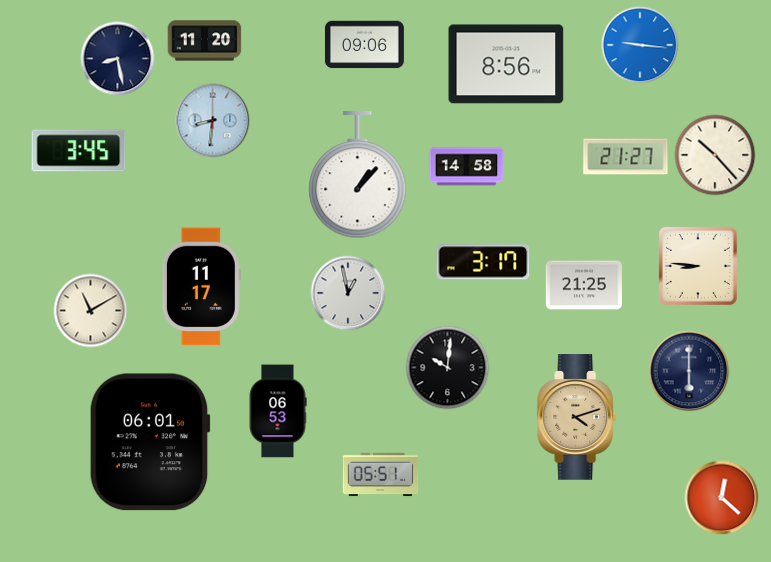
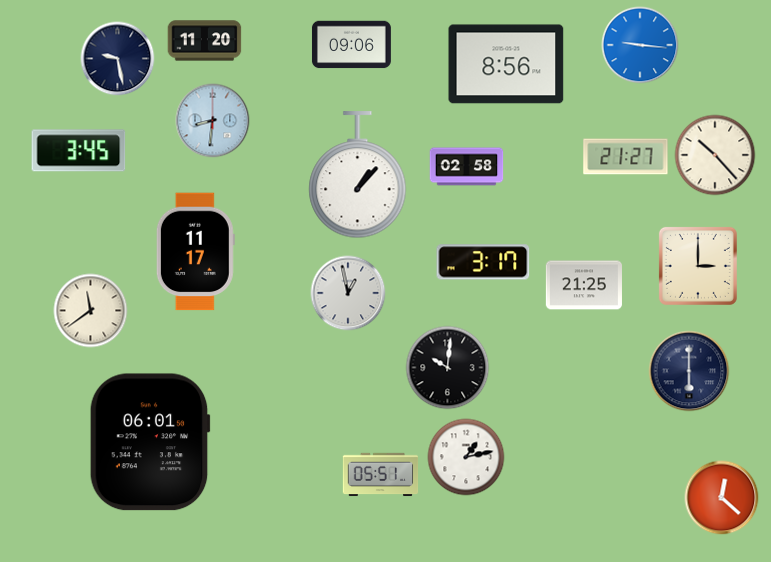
clock at (364, 45) position: (364, 45) -> (351, 45)
clock at (118, 59): 8:28 -> 9:28
clock at (467, 167): 14:58 -> 02:58
clock at (698, 266): 8:46 -> 3:00
clock at (201, 287) position: (201, 287) -> (195, 252)
clock at (91, 311): 11:10 -> 11:39
clock at (278, 411): 06:53 -> none
clock at (578, 417): 4:12 -> none
clock at (466, 457): none -> 1:13
